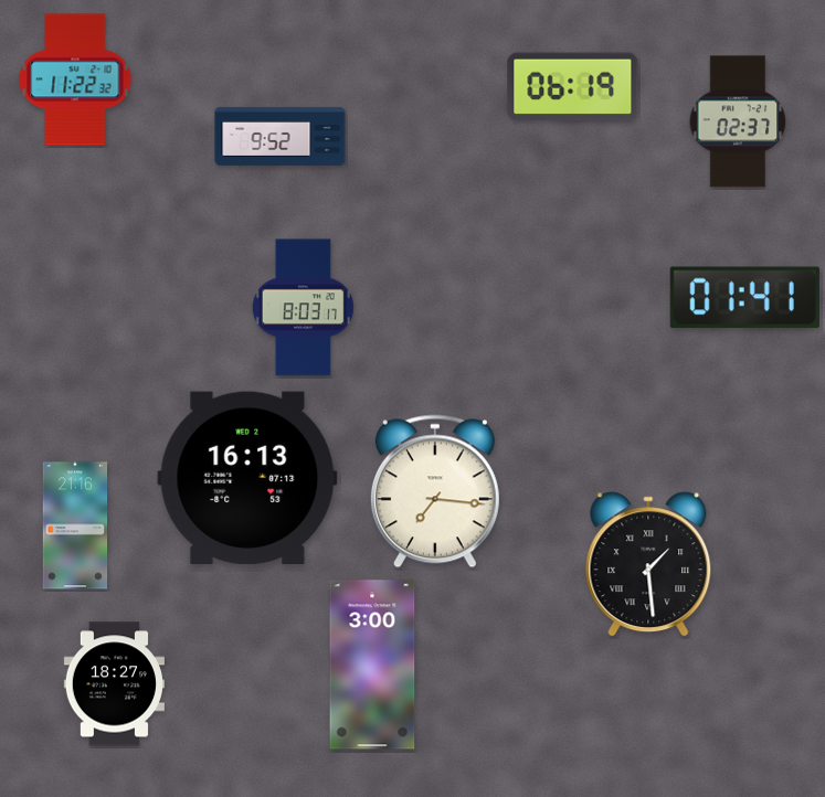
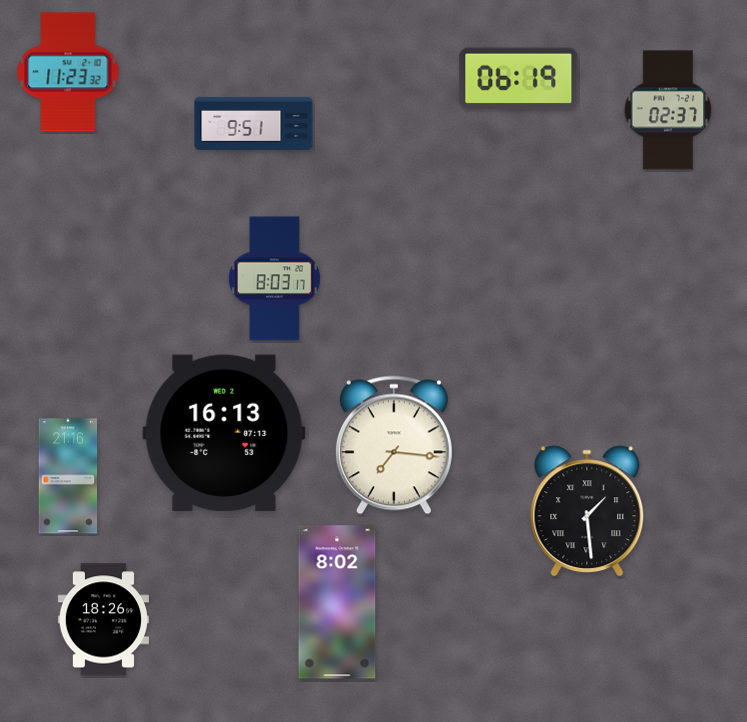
clock at (75, 79): 11:22 -> 11:23
clock at (281, 136): 9:52 -> 9:51
clock at (744, 298): 01:41 -> none
clock at (372, 665): 3:00 -> 8:02
clock at (114, 684): 18:27 -> 18:26
